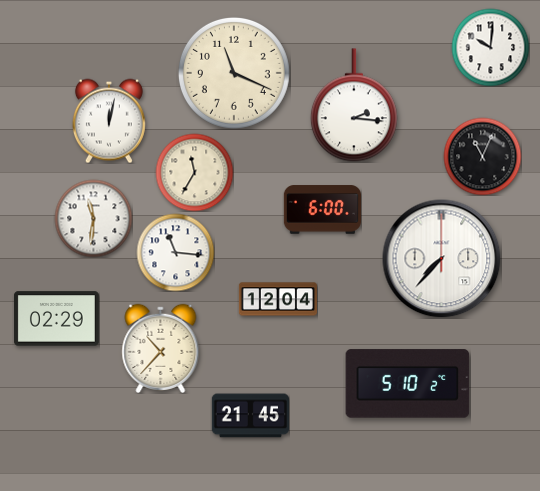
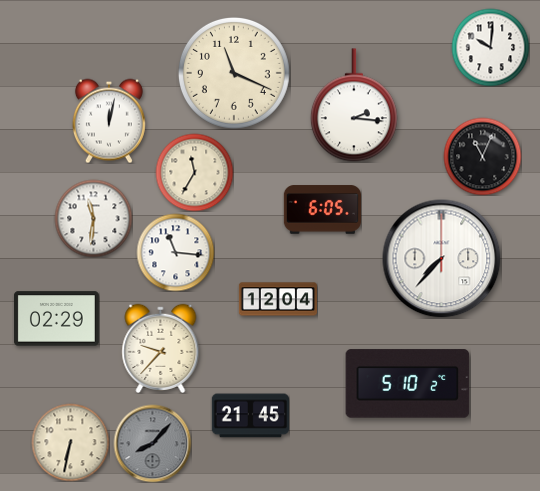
clock at (322, 210): 6:00 -> 6:05
clock at (161, 348): 10:37 -> 9:37
clock at (70, 442): none -> 6:32
clock at (152, 443): none -> 8:07
